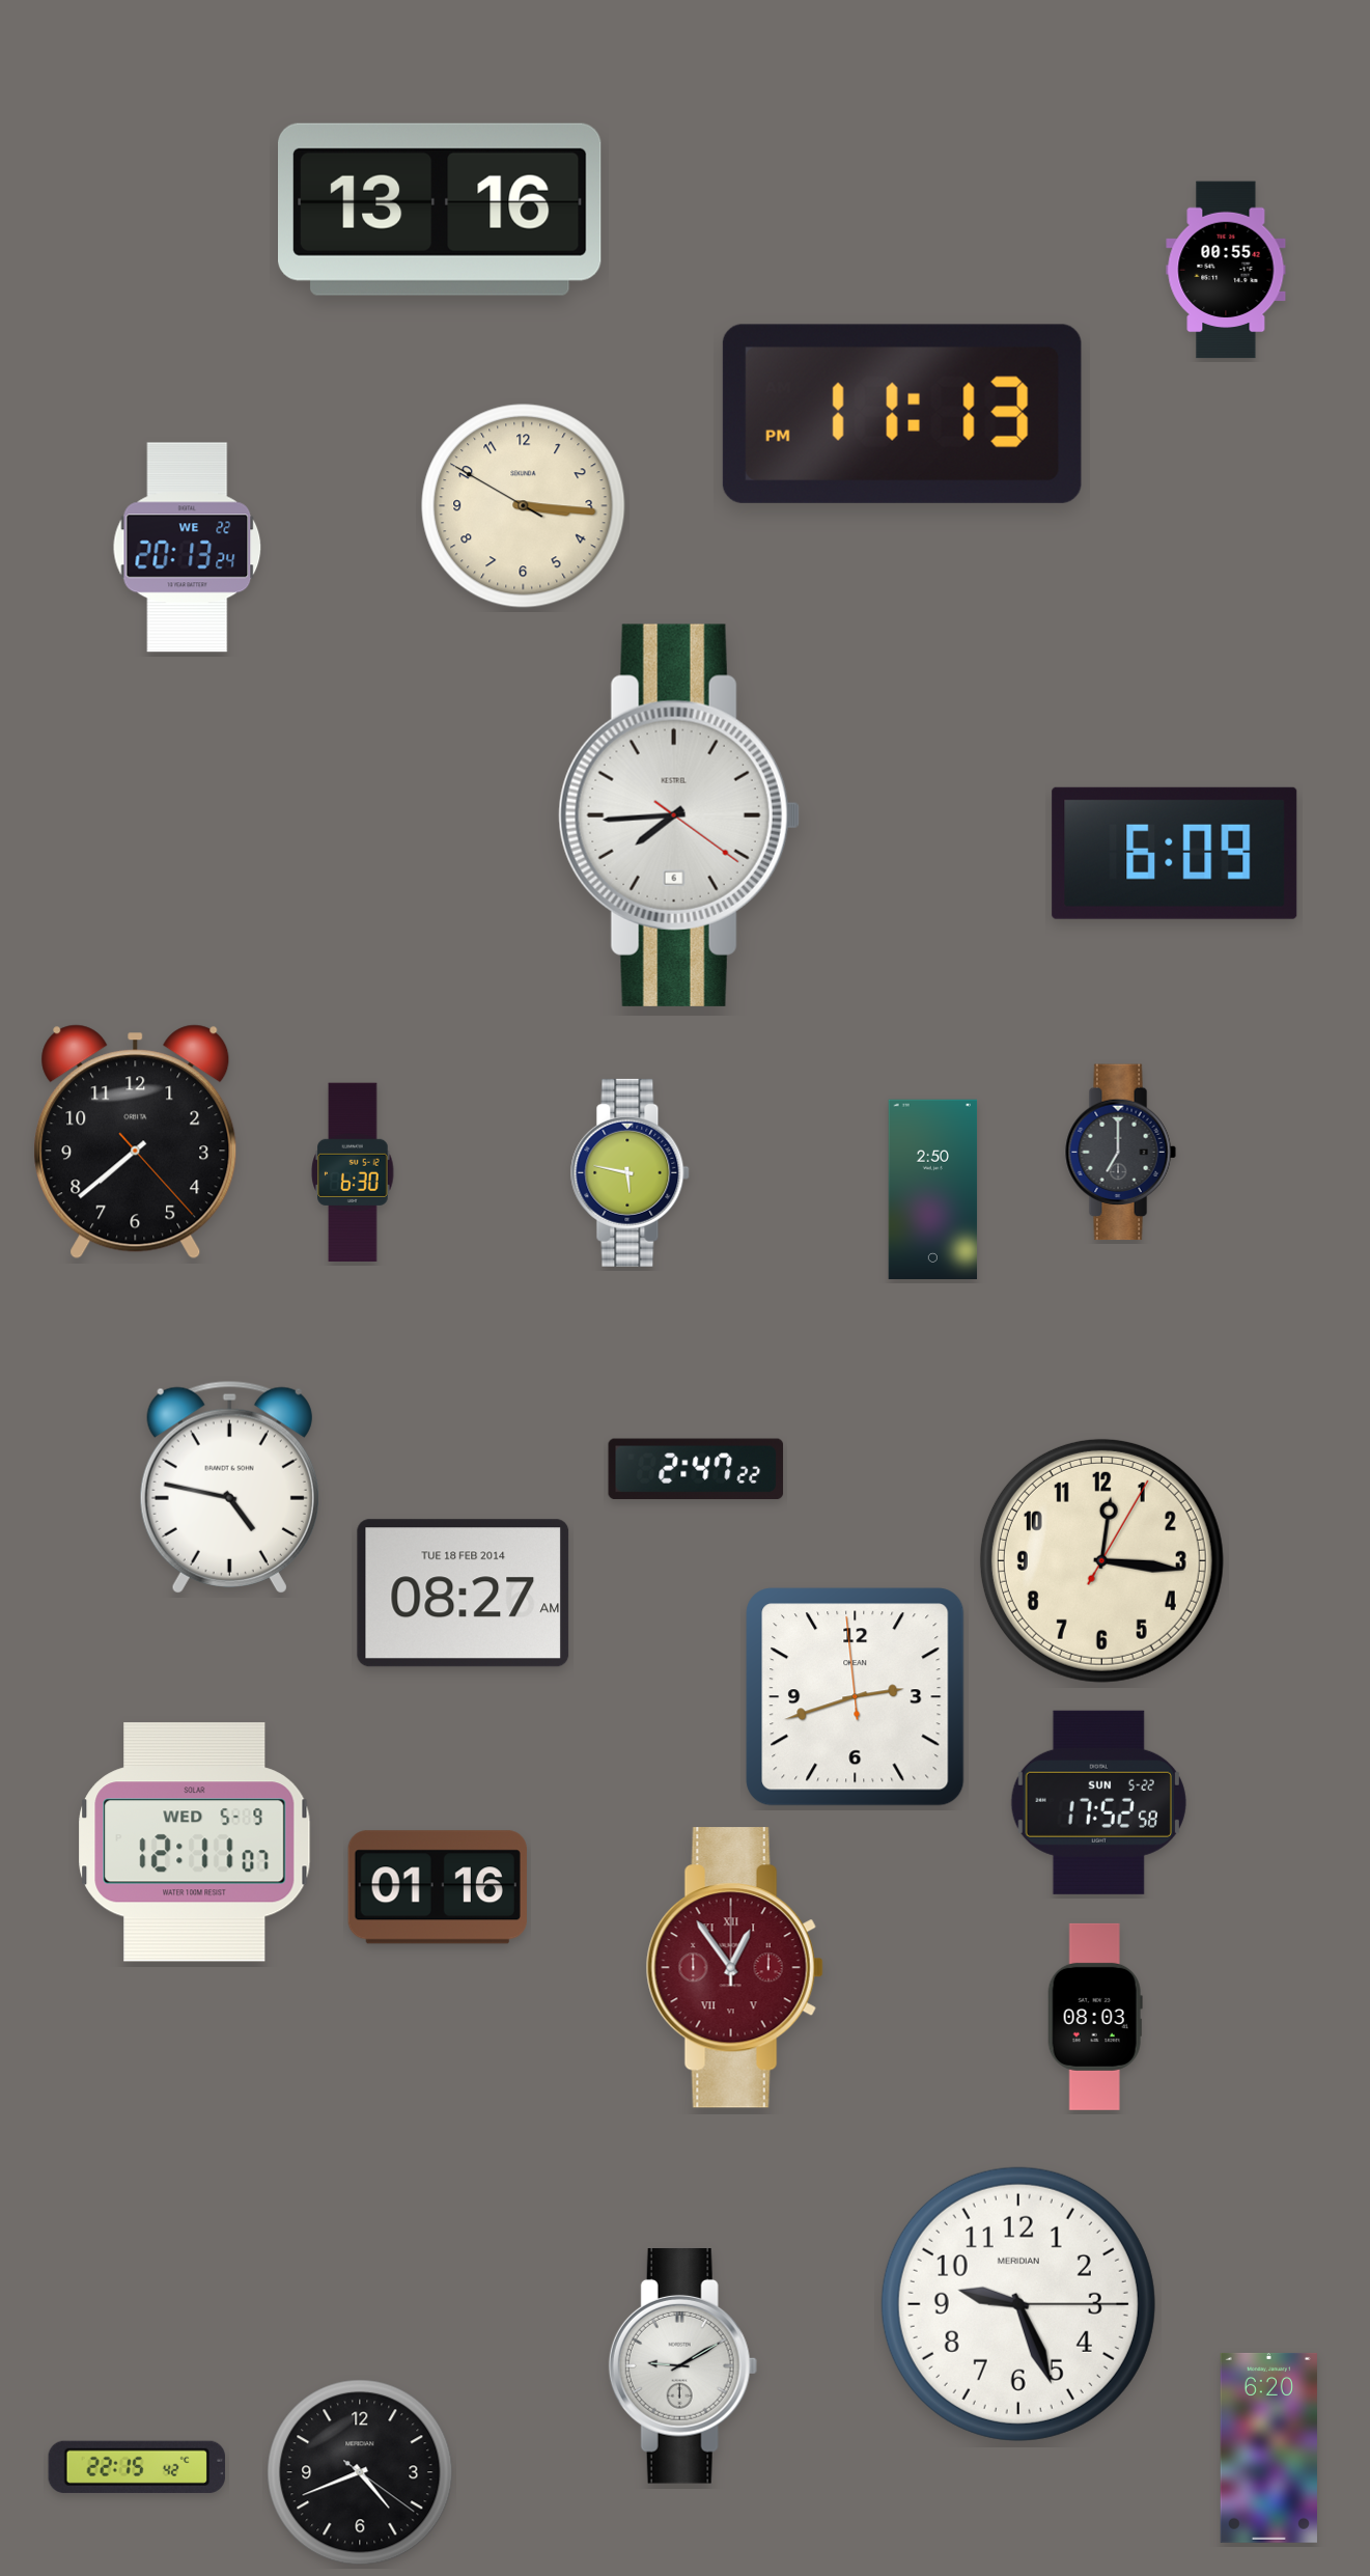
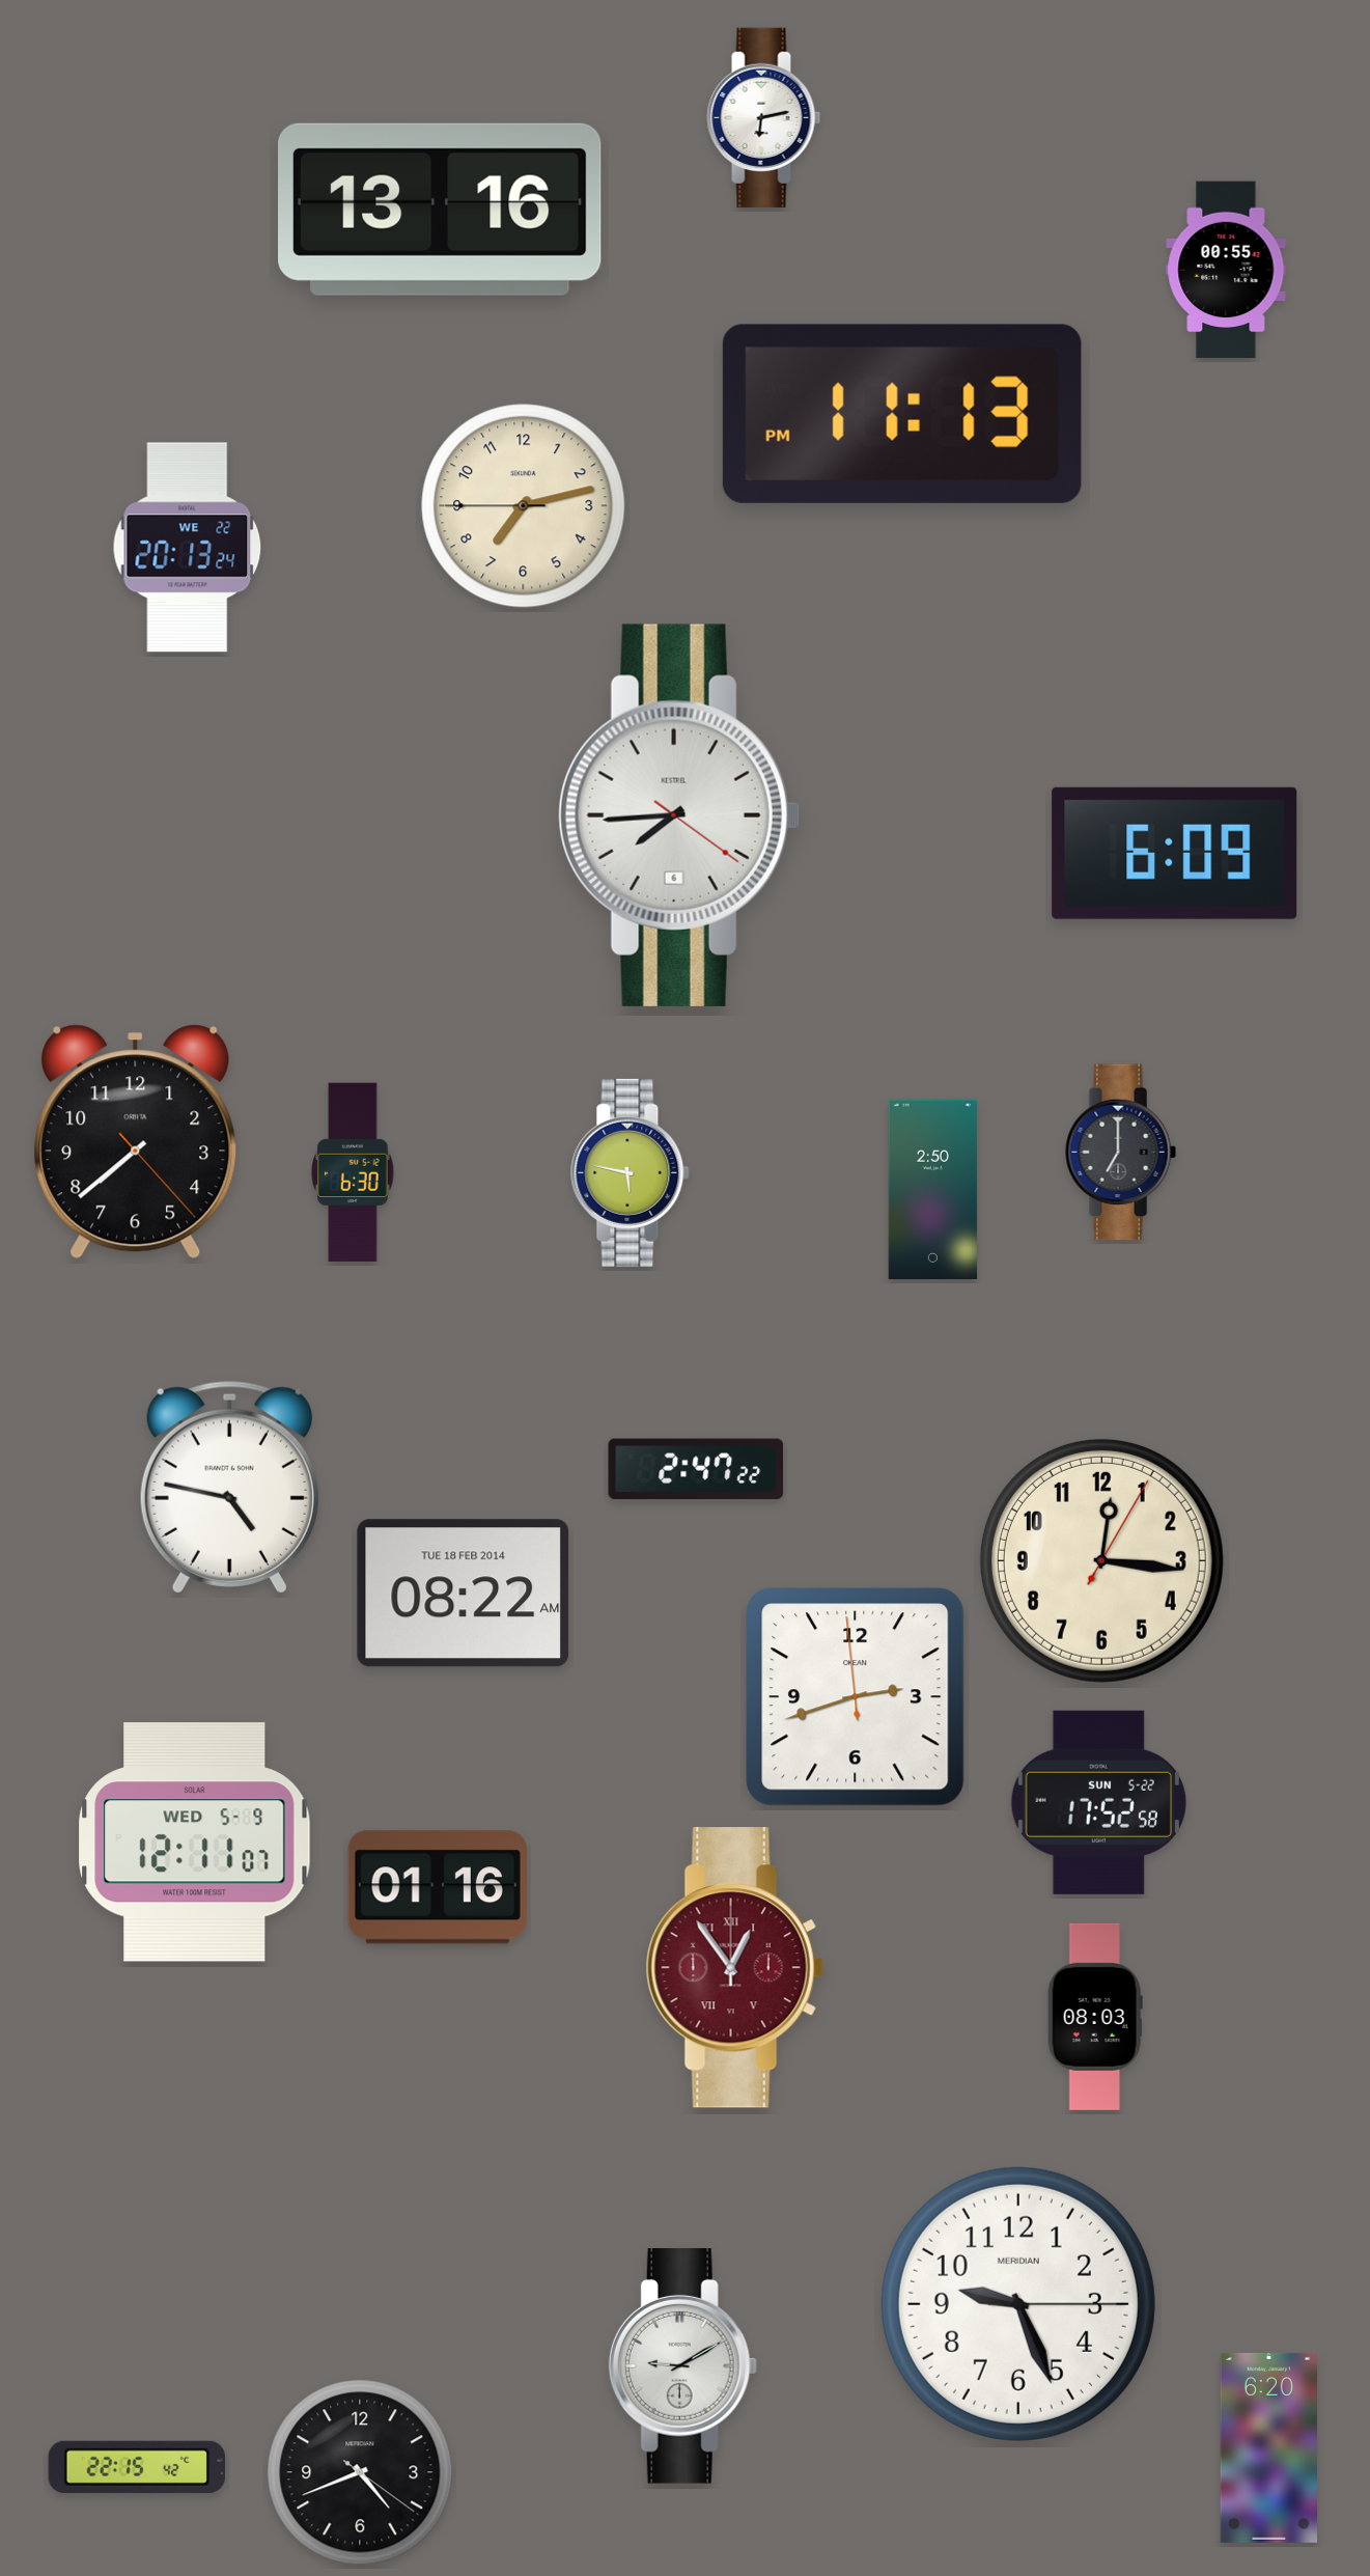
clock at (764, 117): none -> 6:13
clock at (524, 506): 3:15 -> 7:12
clock at (464, 1594): 08:27 -> 08:22
